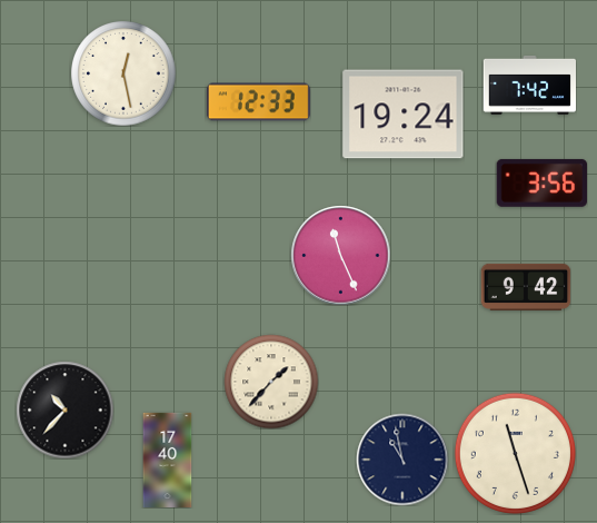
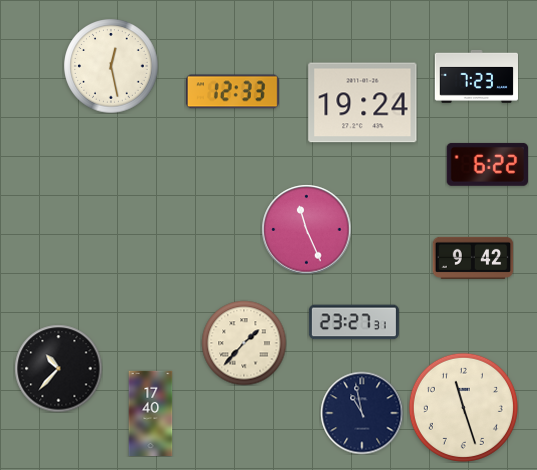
clock at (529, 85): 7:42 -> 7:23
clock at (541, 182): 3:56 -> 6:22
clock at (354, 322): none -> 23:27
